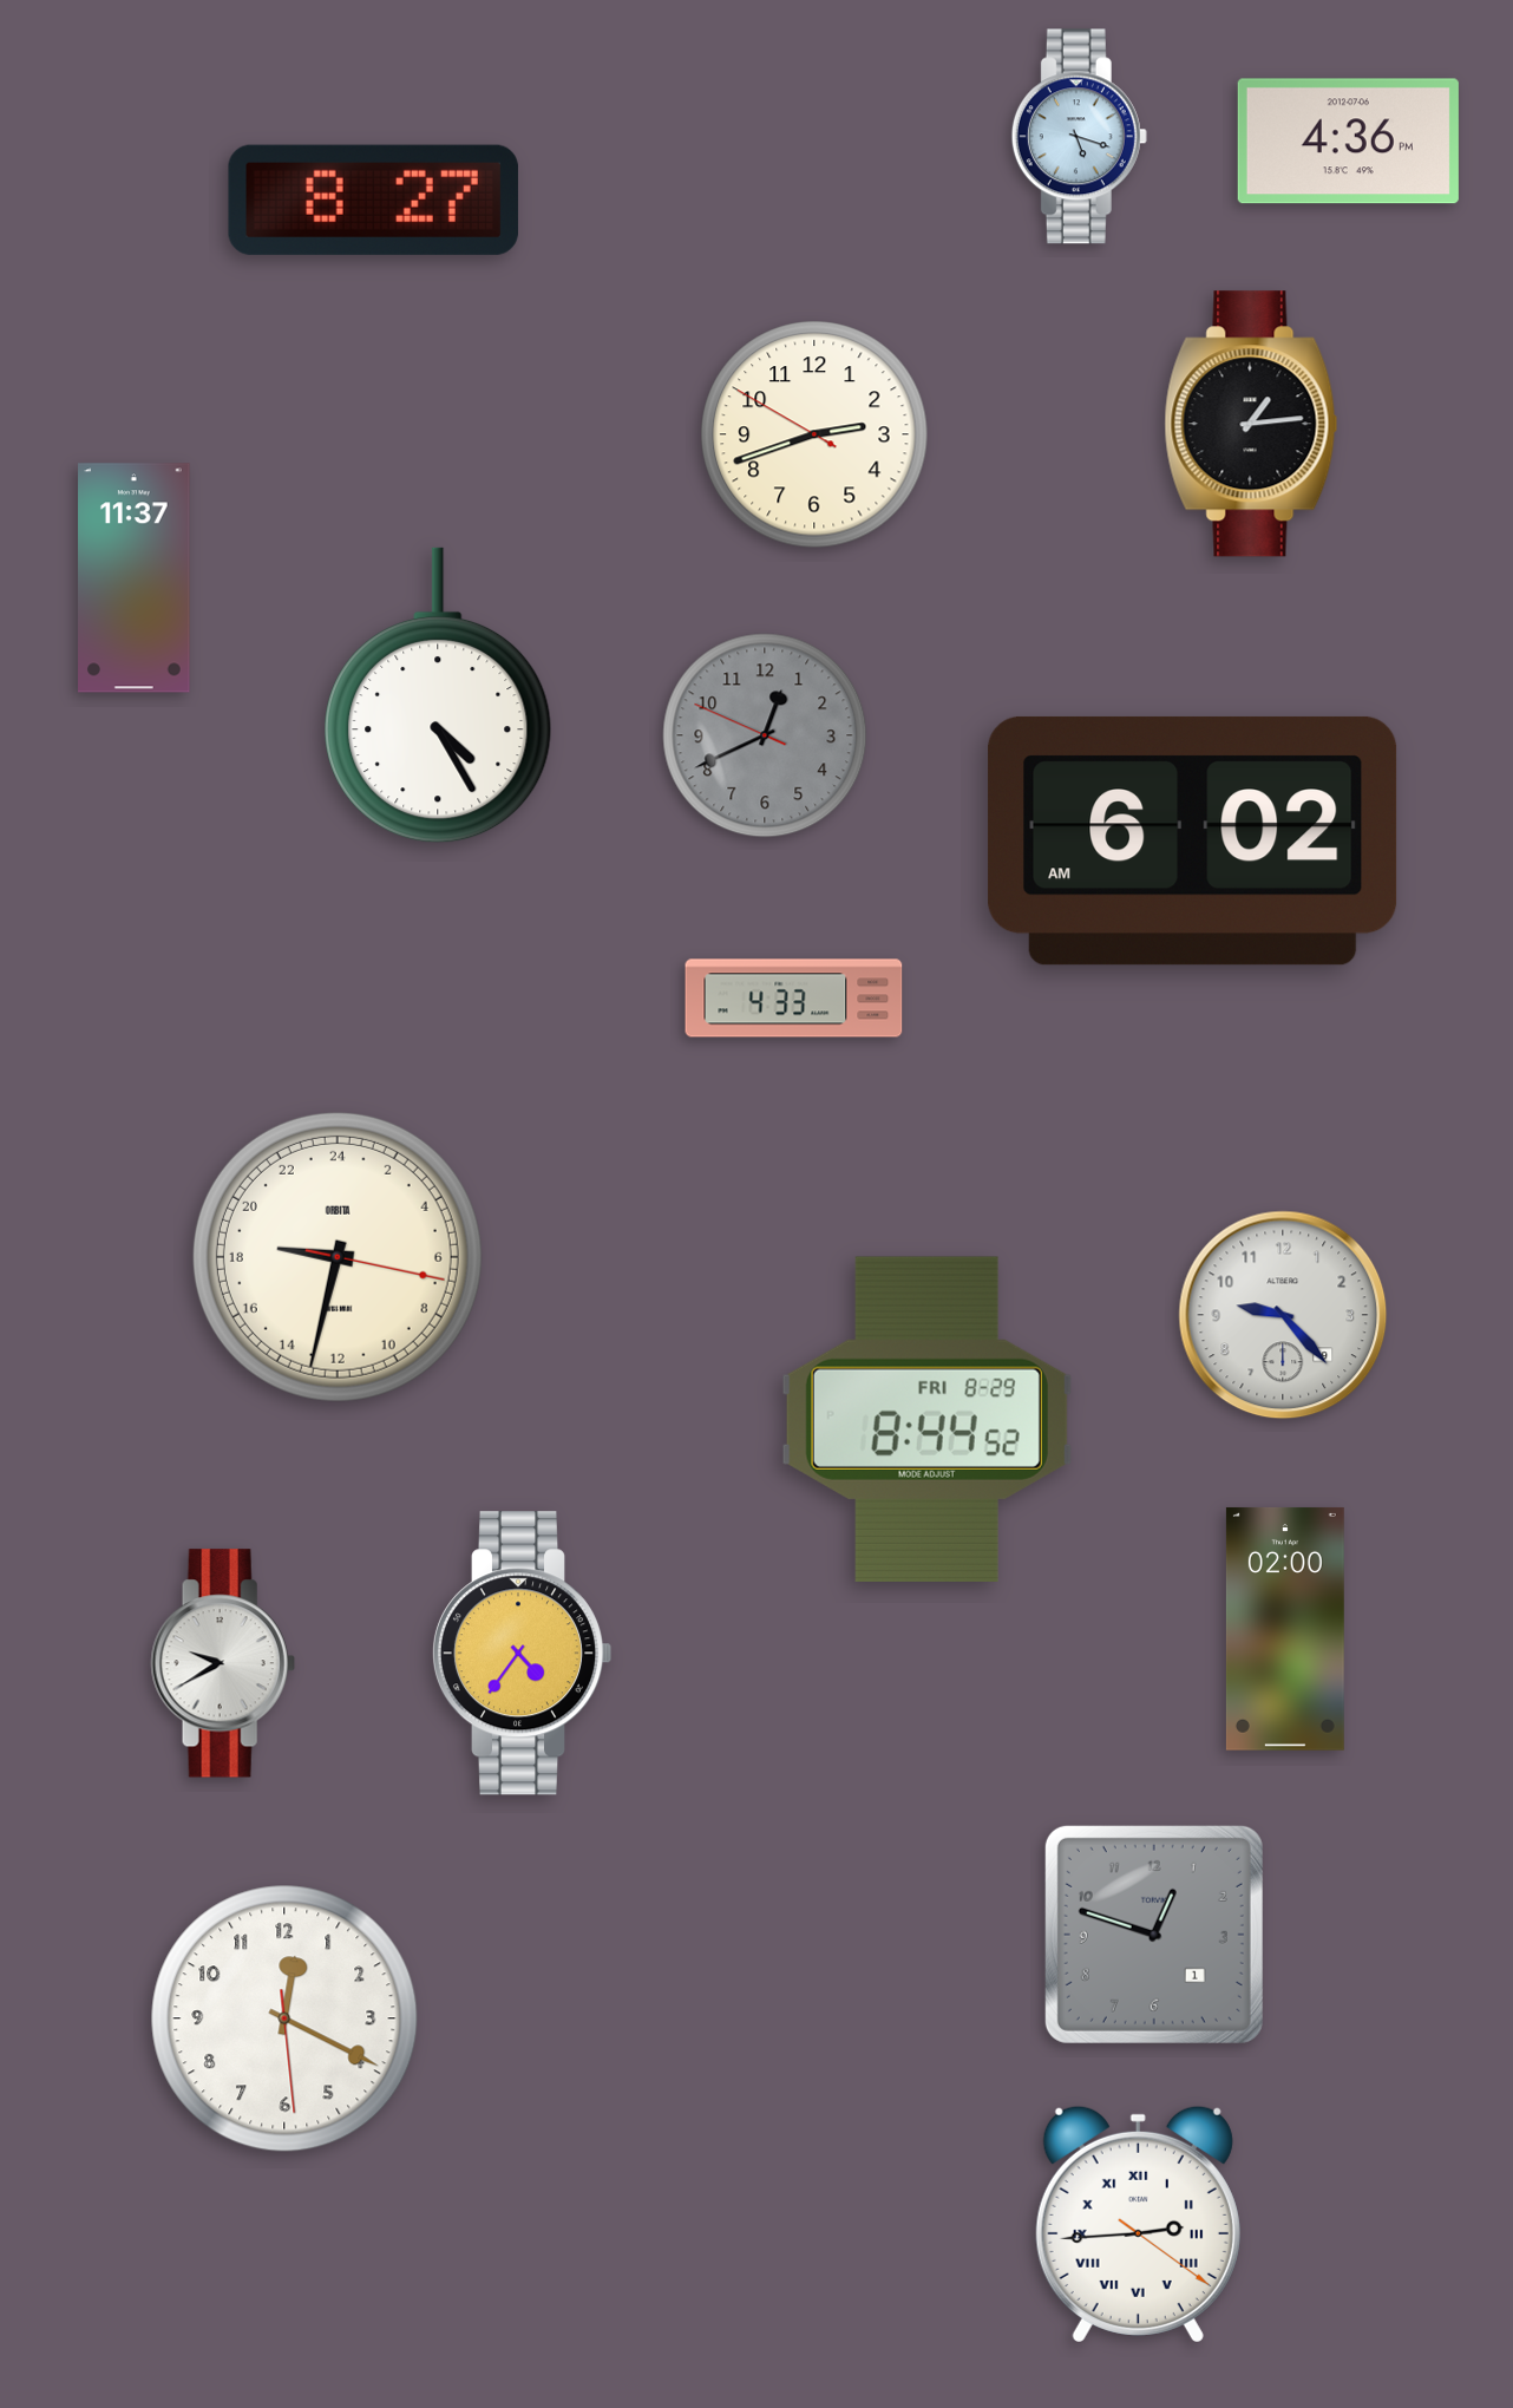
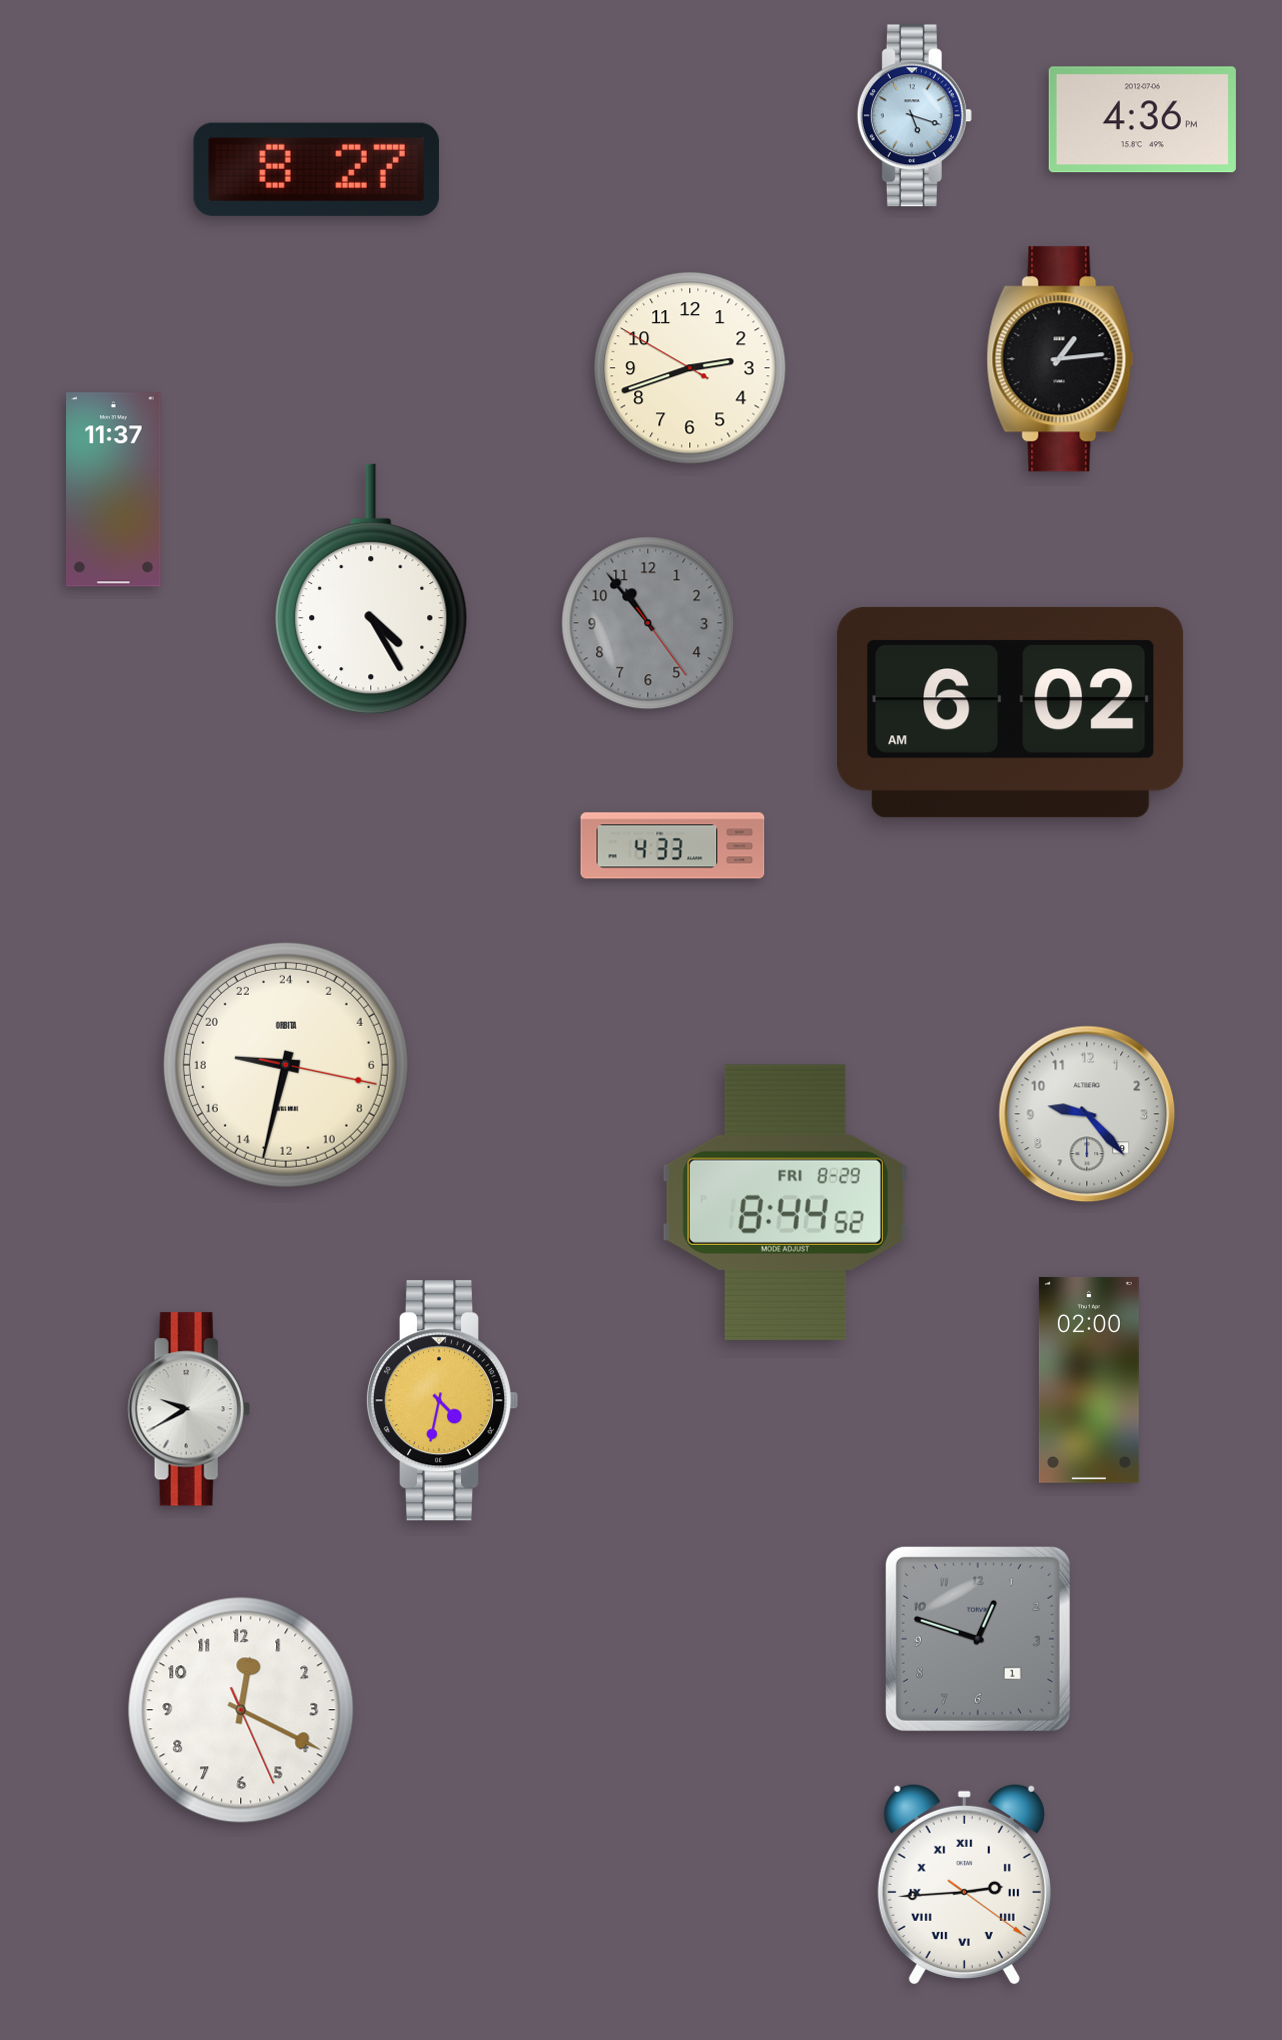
clock at (765, 735): 12:40 -> 10:53
clock at (522, 1654): 4:36 -> 4:32
clock at (284, 2018): 12:19:29 -> 12:19:26
